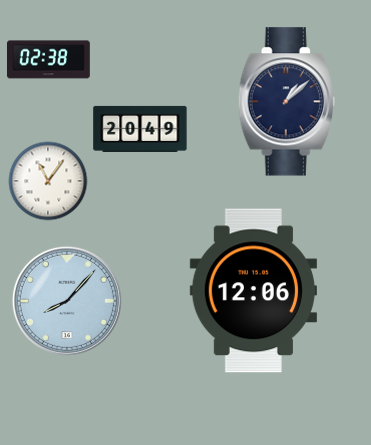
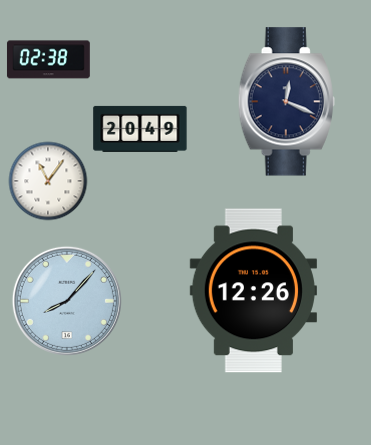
clock at (286, 102): 1:08 -> 12:19
clock at (253, 291): 12:06 -> 12:26
